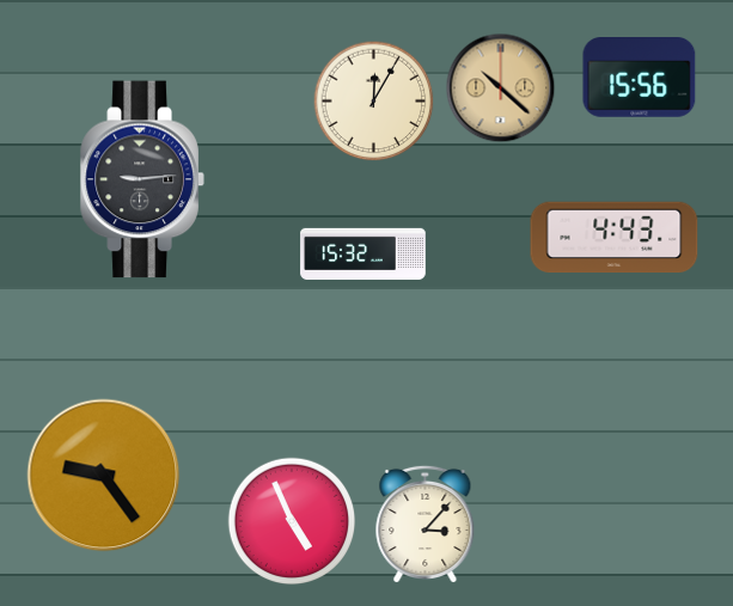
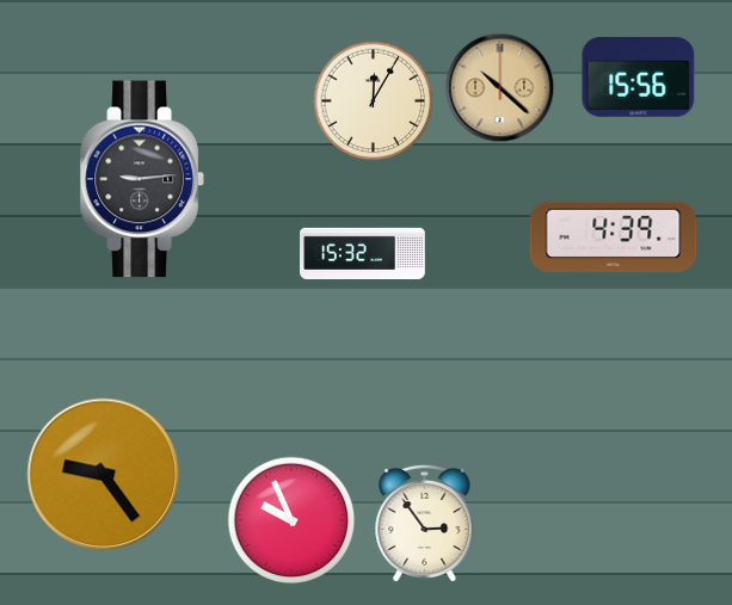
clock at (615, 238): 4:43 -> 4:39
clock at (292, 521): 4:56 -> 9:56
clock at (426, 524): 3:07 -> 2:54
